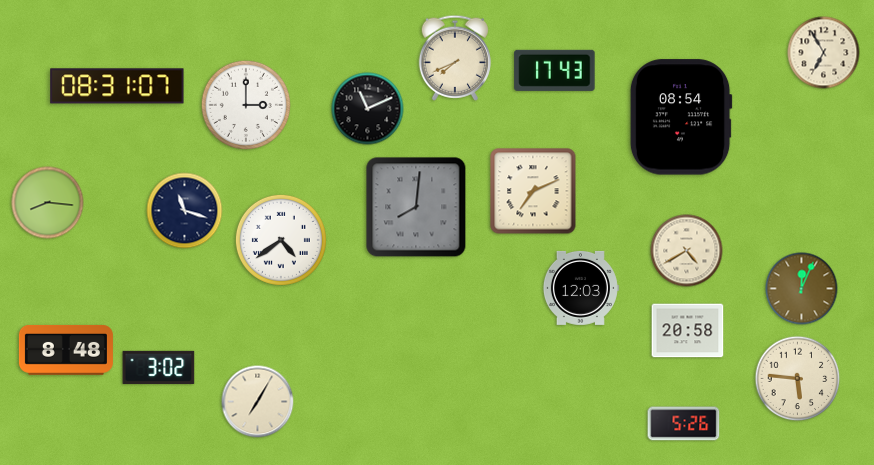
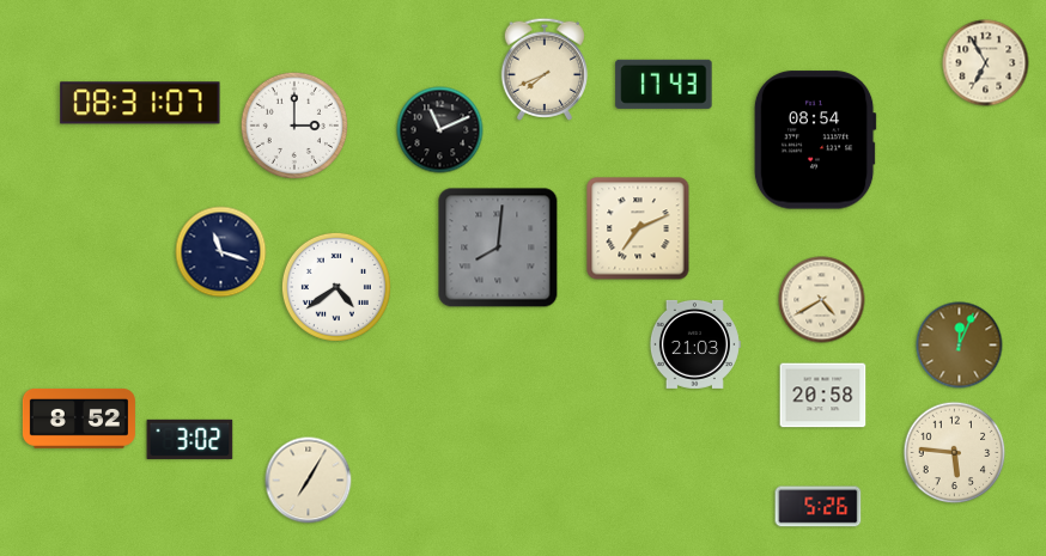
clock at (48, 203): 8:16 -> none
clock at (580, 288): 12:03 -> 21:03
clock at (66, 350): 8:48 -> 8:52
